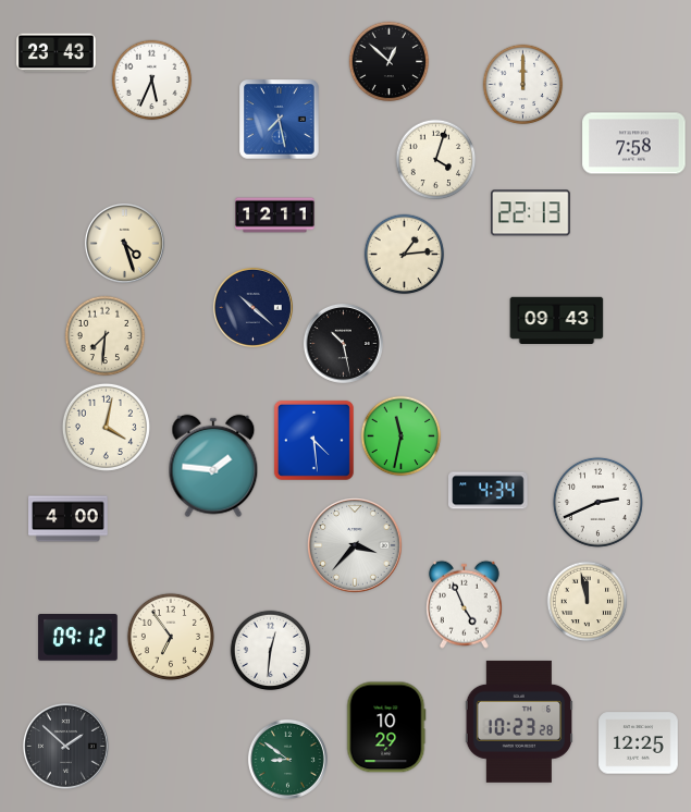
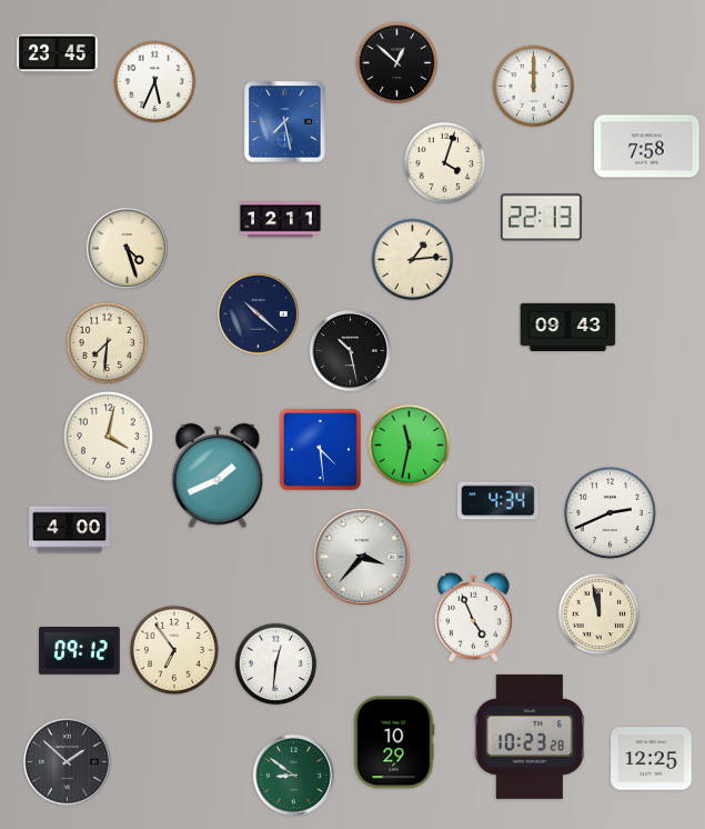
clock at (57, 53): 23:43 -> 23:45
clock at (213, 466): 1:46 -> 1:41
